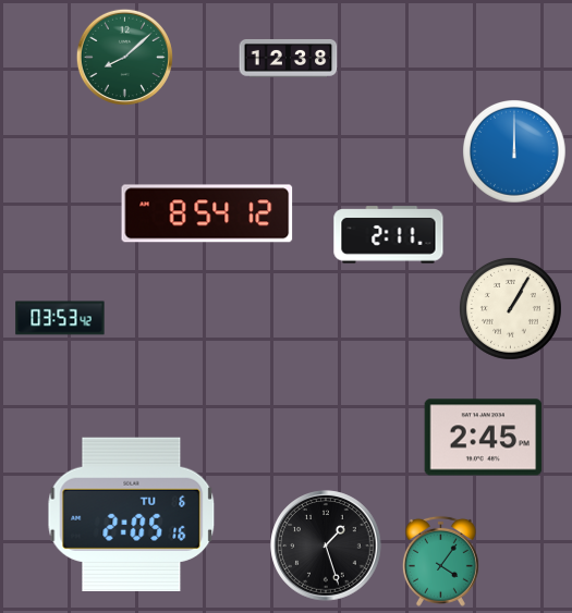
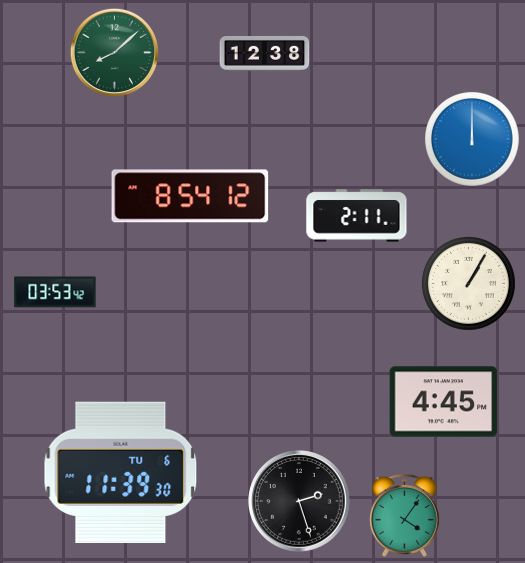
clock at (484, 438): 2:45 -> 4:45
clock at (132, 514): 2:05 -> 11:39
clock at (326, 545): 1:27 -> 2:27
